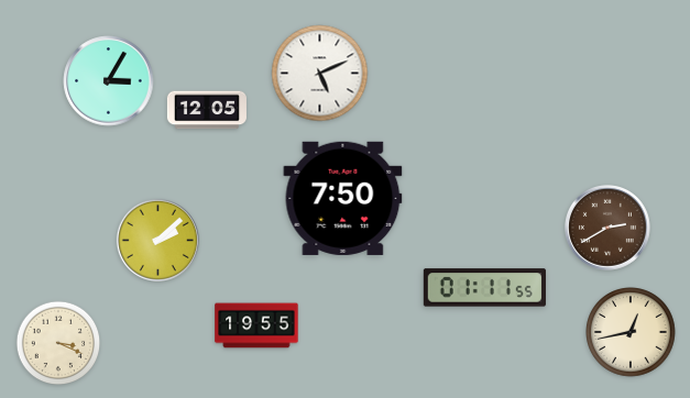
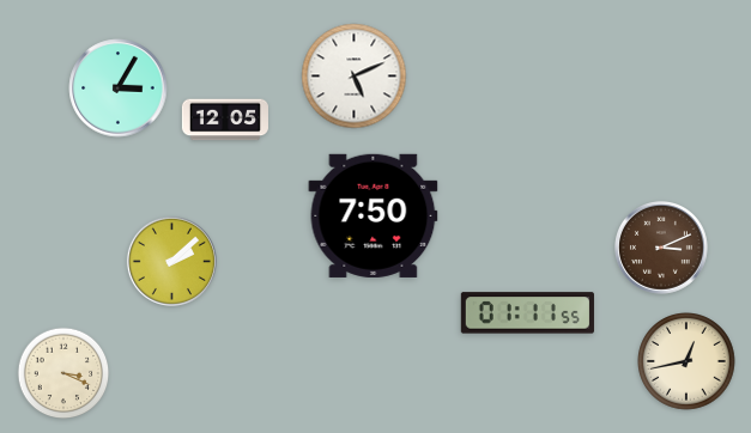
clock at (320, 74) position: (320, 74) -> (355, 77)
clock at (609, 229): 2:40 -> 3:11
clock at (256, 325): 19:55 -> none
